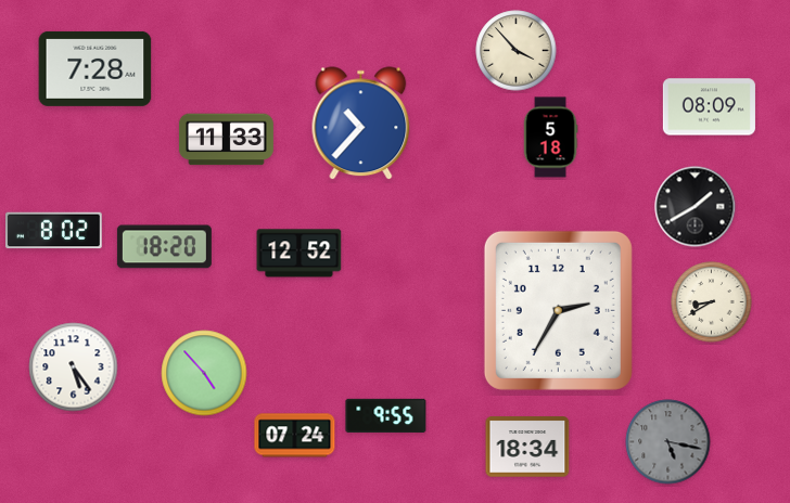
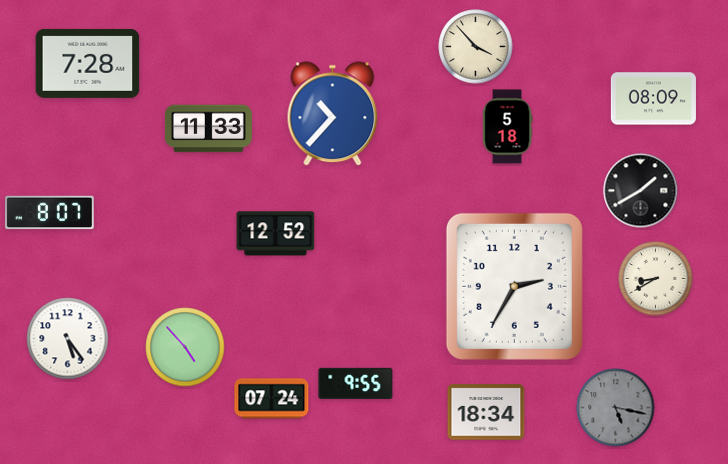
clock at (54, 231): 8:02 -> 8:07
clock at (164, 247): 18:20 -> none
clock at (204, 373) position: (204, 373) -> (185, 347)
clock at (295, 436) position: (295, 436) -> (272, 399)
